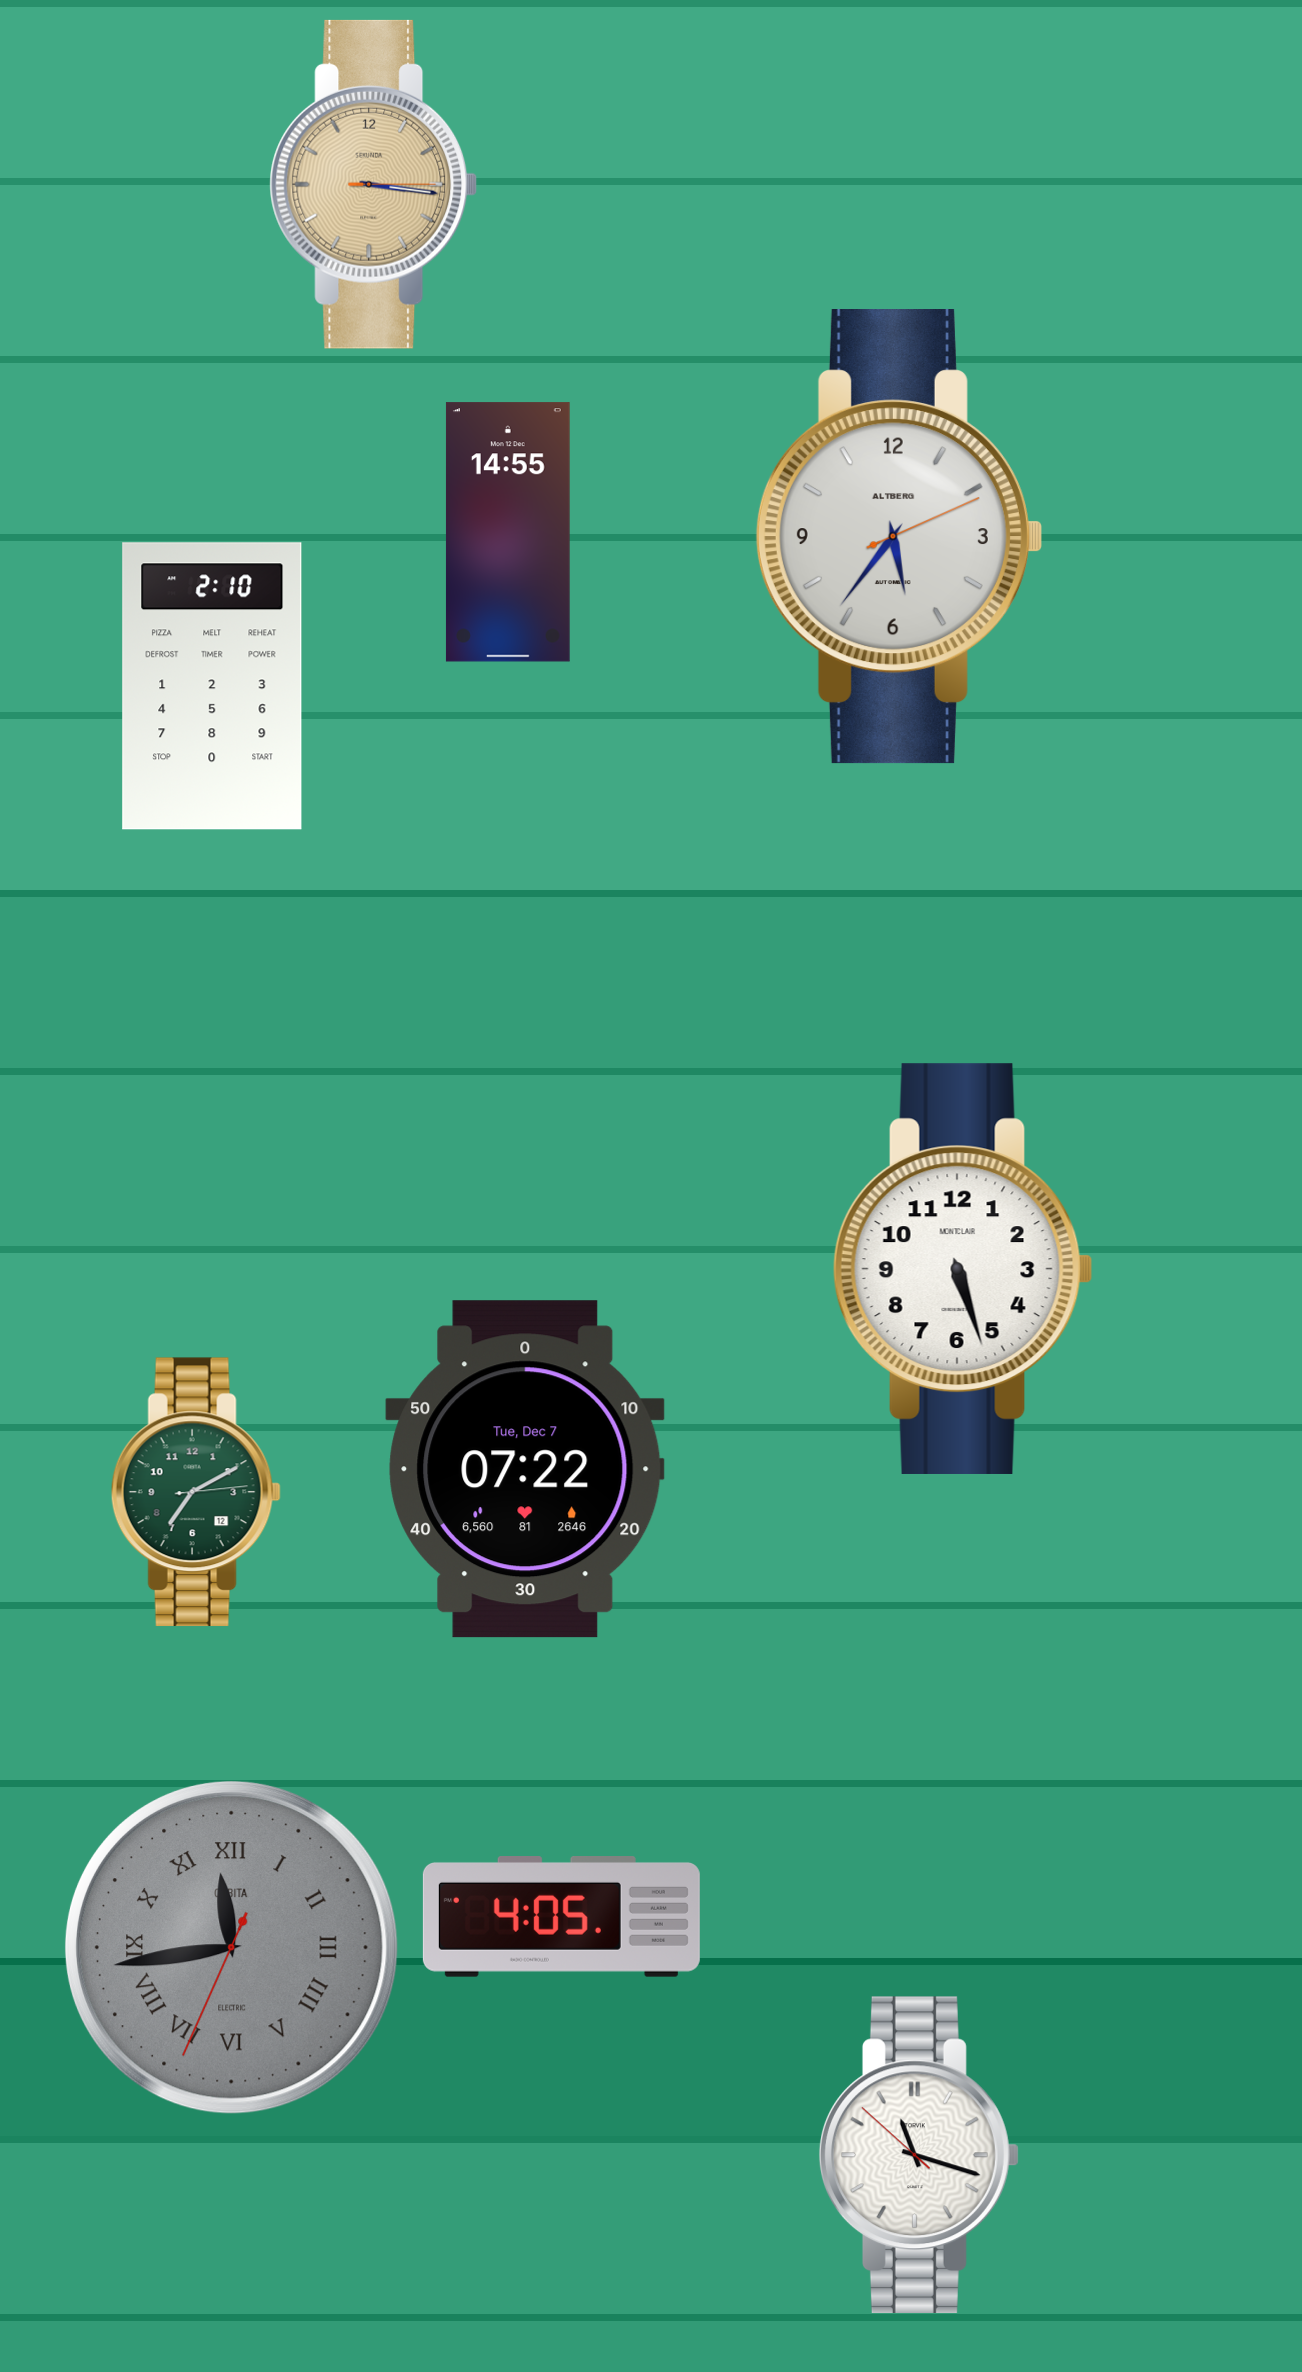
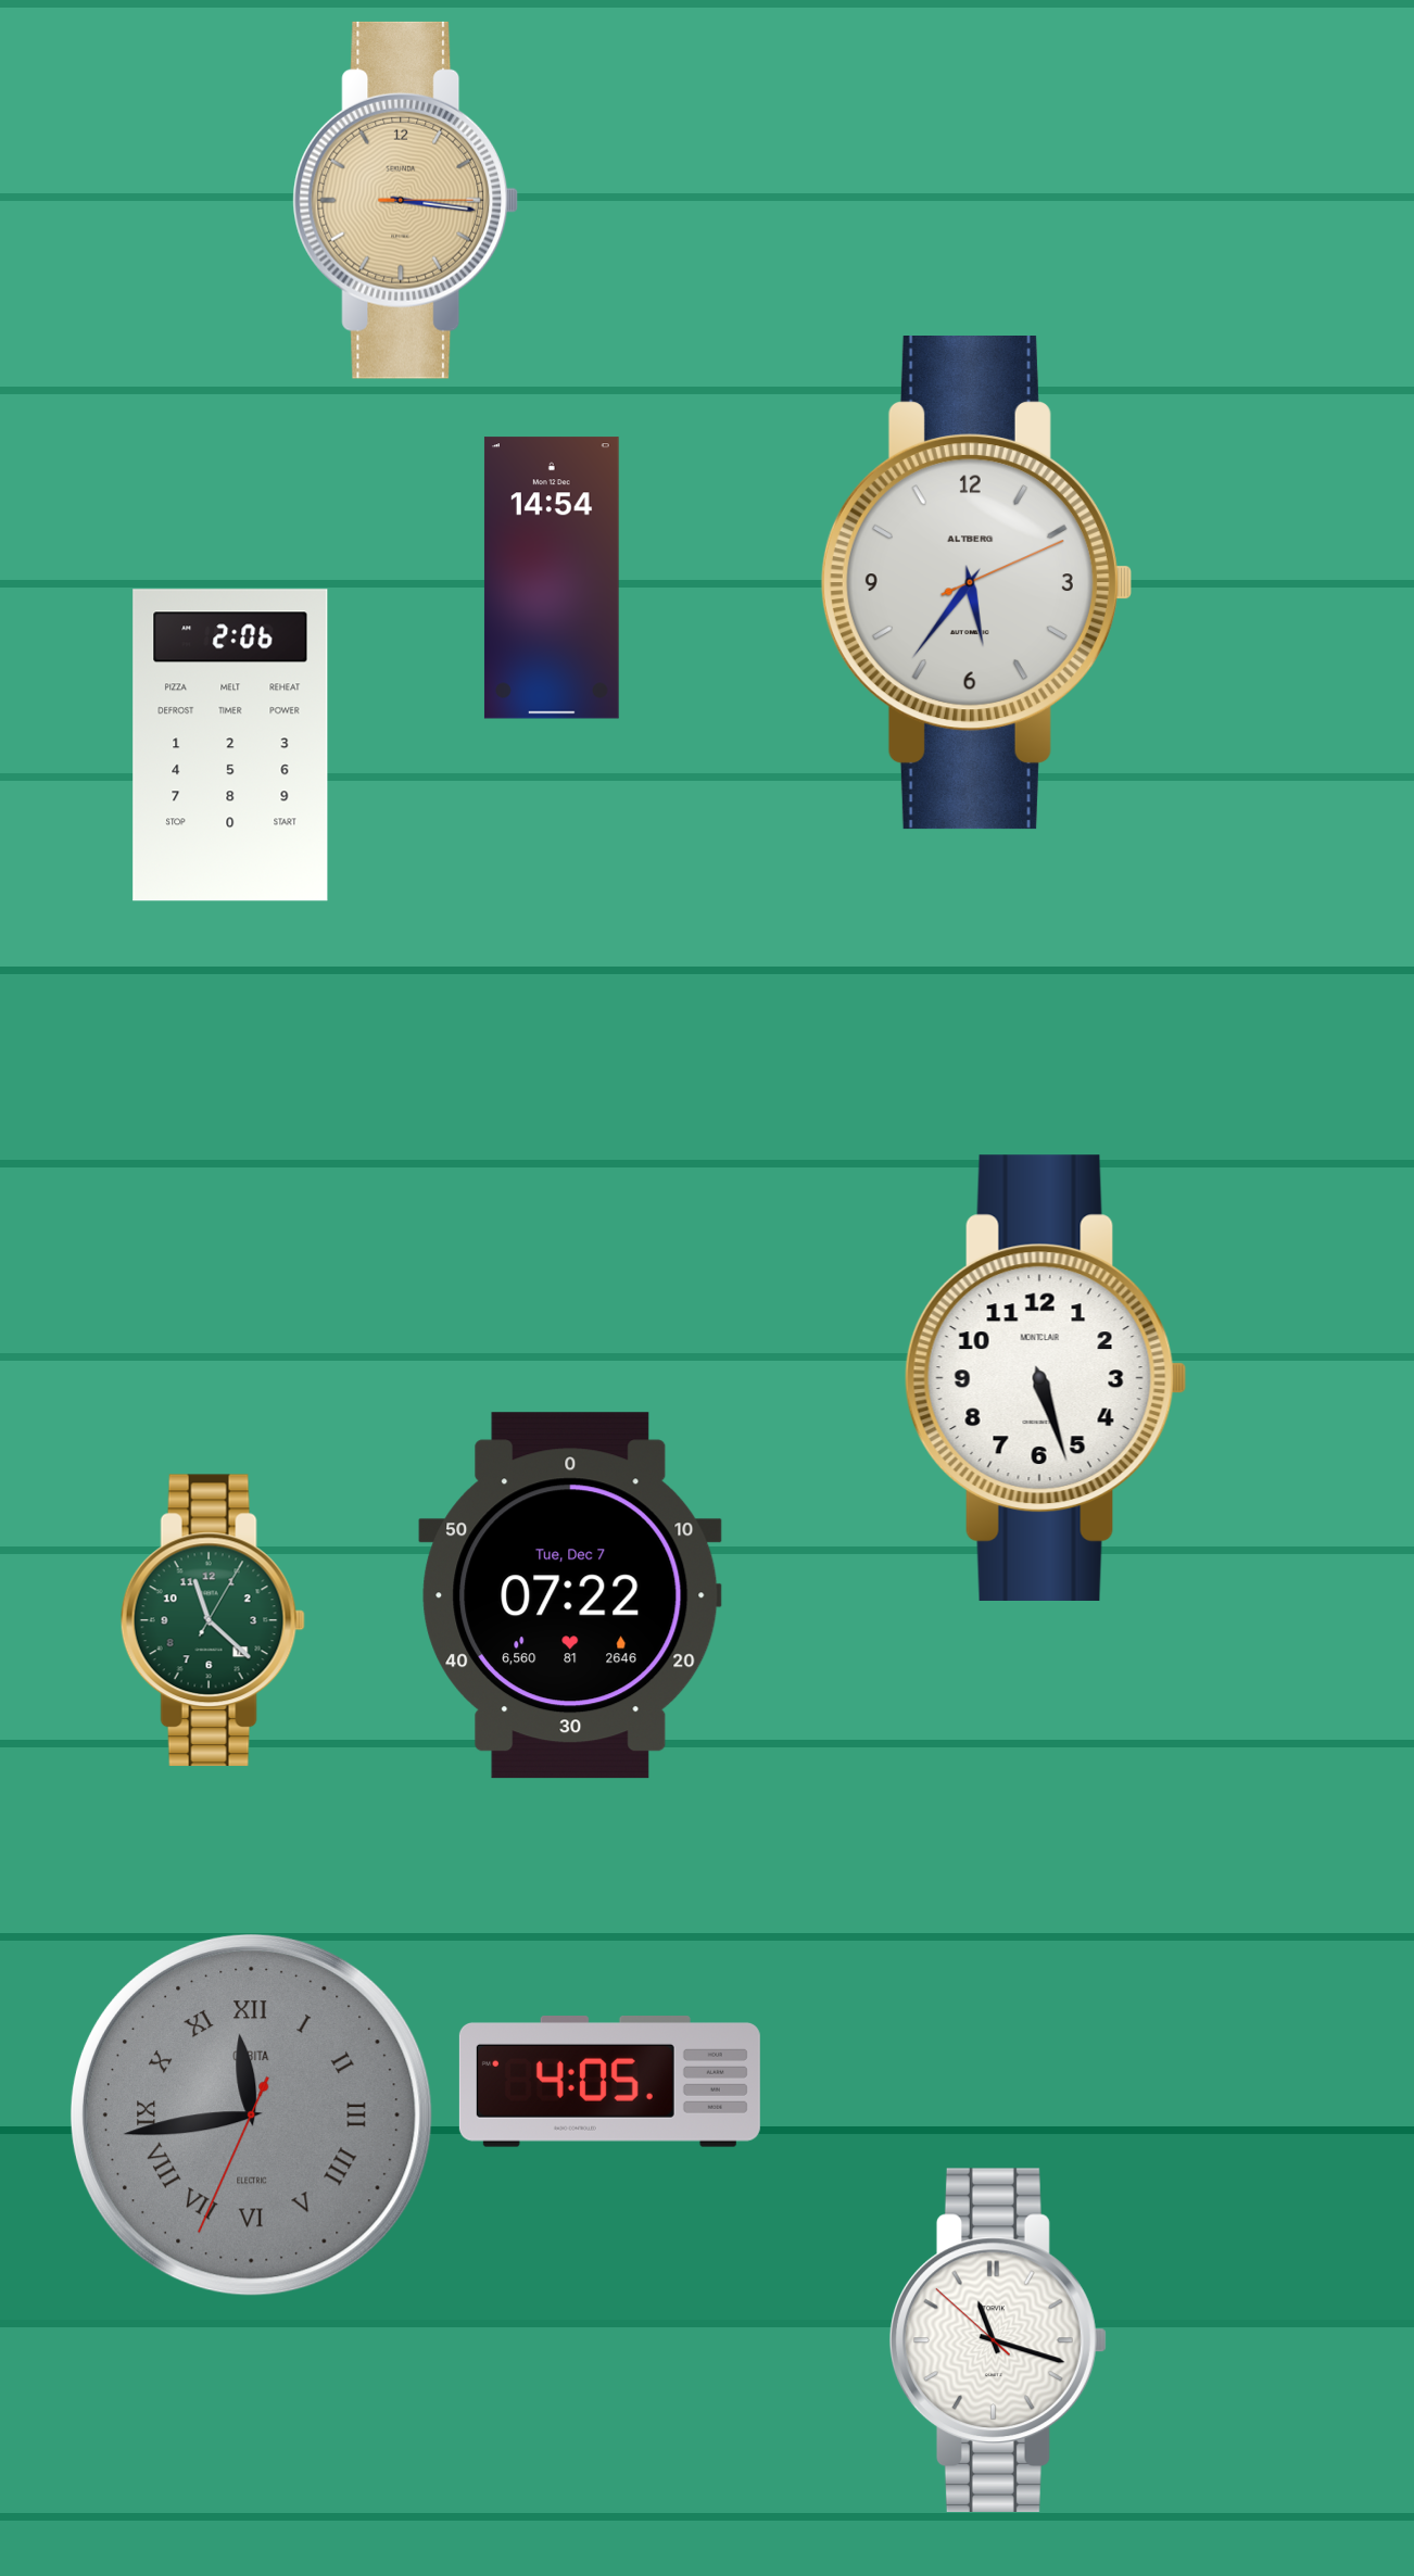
clock at (508, 532): 14:55 -> 14:54
clock at (212, 686): 2:10 -> 2:06
clock at (196, 1492): 7:10 -> 11:22
